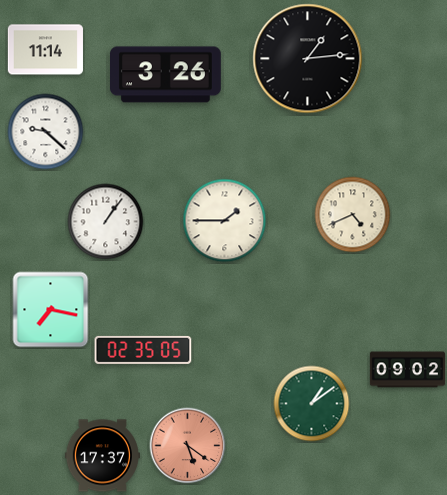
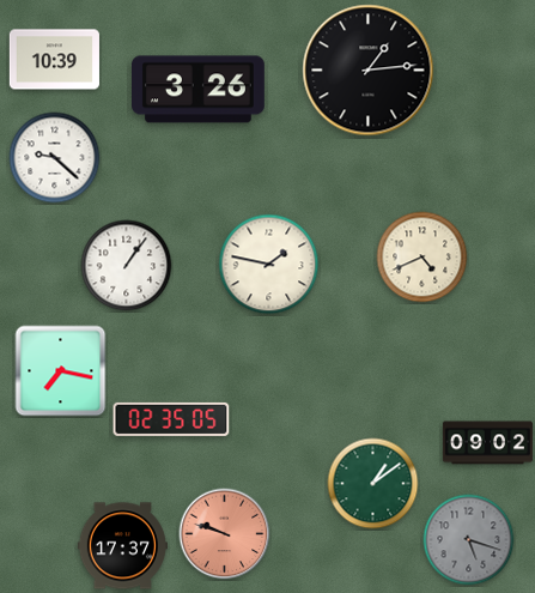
clock at (45, 50): 11:14 -> 10:39
clock at (225, 221): 1:45 -> 1:47
clock at (188, 446): 5:21 -> 9:48
clock at (469, 540): none -> 5:18
